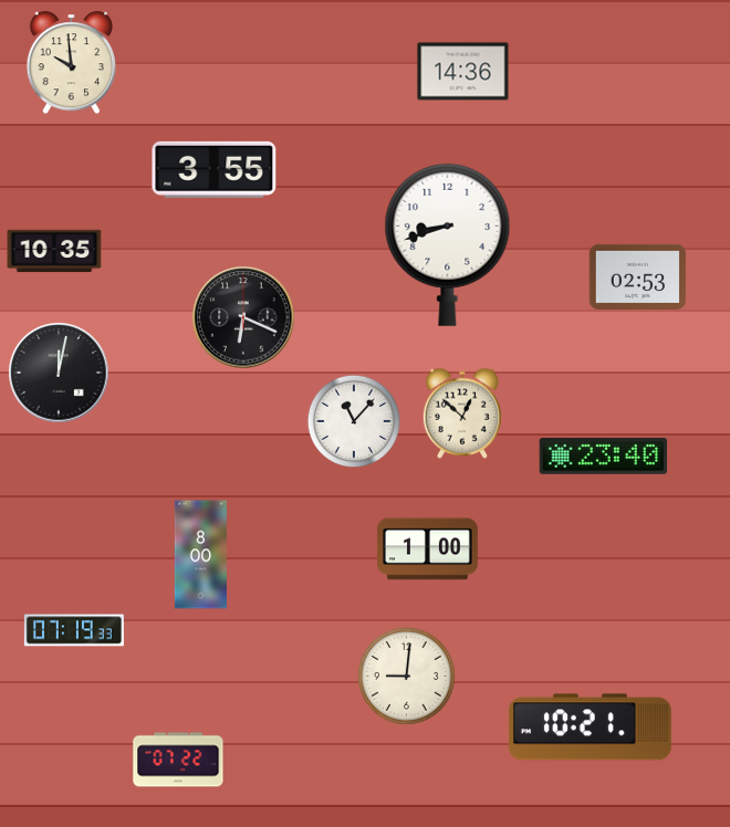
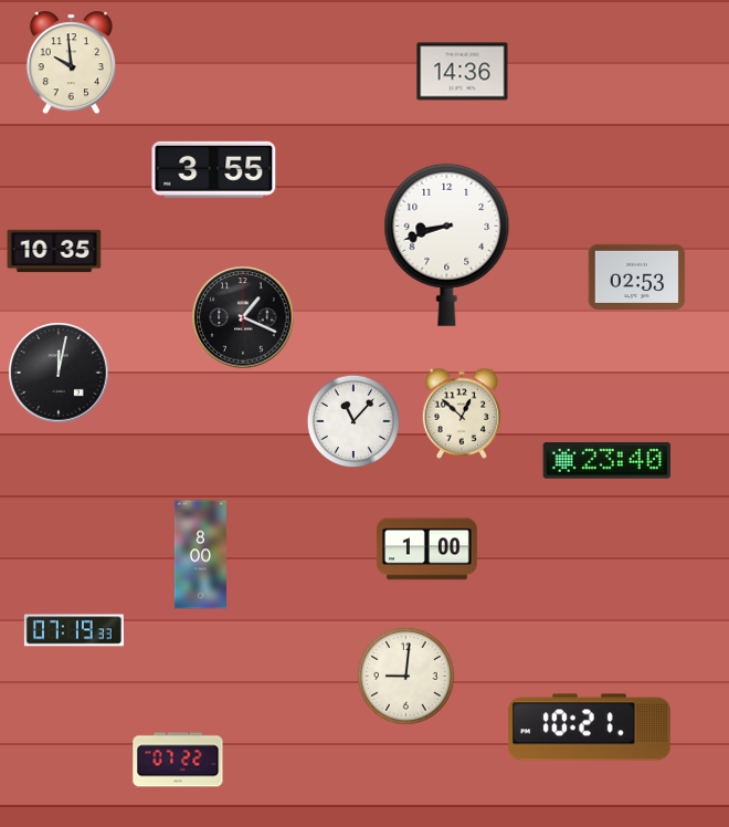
clock at (243, 317): 6:19 -> 1:19
clock at (604, 457) position: (604, 457) -> (607, 461)
